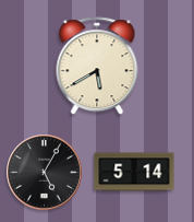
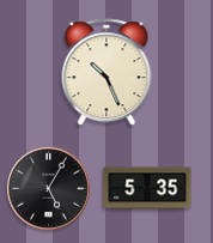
clock at (97, 67): 5:40 -> 10:26
clock at (134, 172): 5:14 -> 5:35
